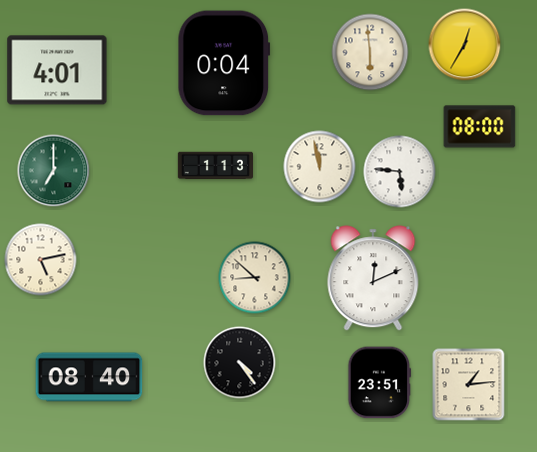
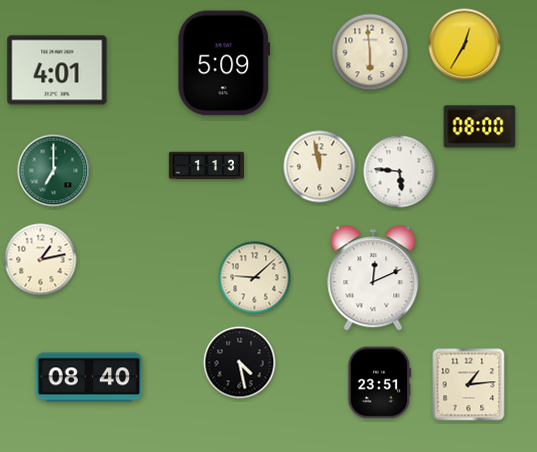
clock at (224, 63): 0:04 -> 5:09
clock at (215, 166) position: (215, 166) -> (206, 166)
clock at (41, 260): 5:13 -> 1:13
clock at (255, 278): 8:52 -> 9:08
clock at (240, 363): 4:24 -> 4:28
